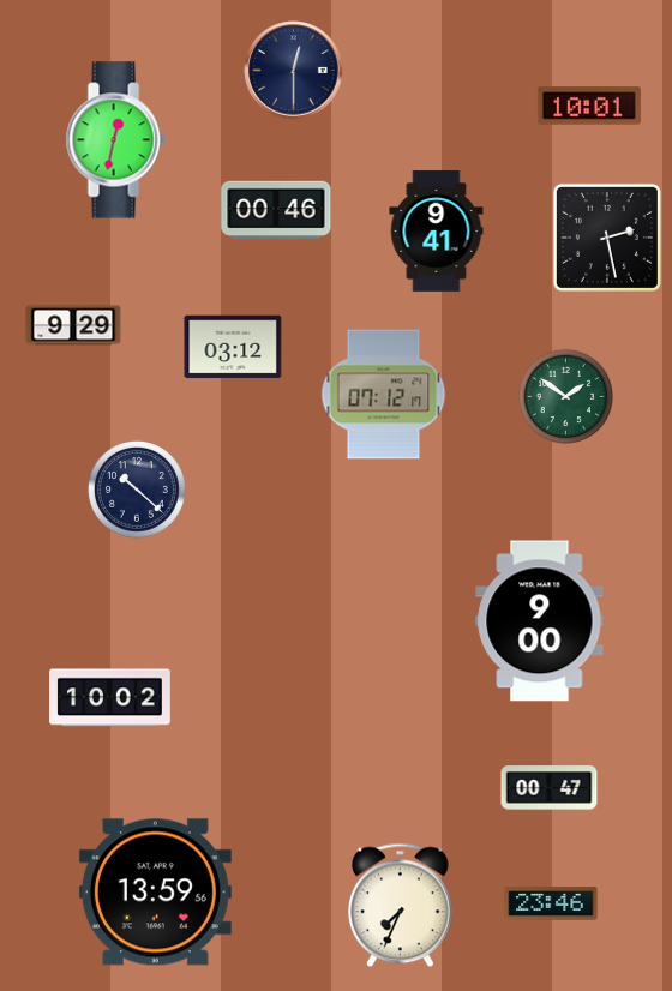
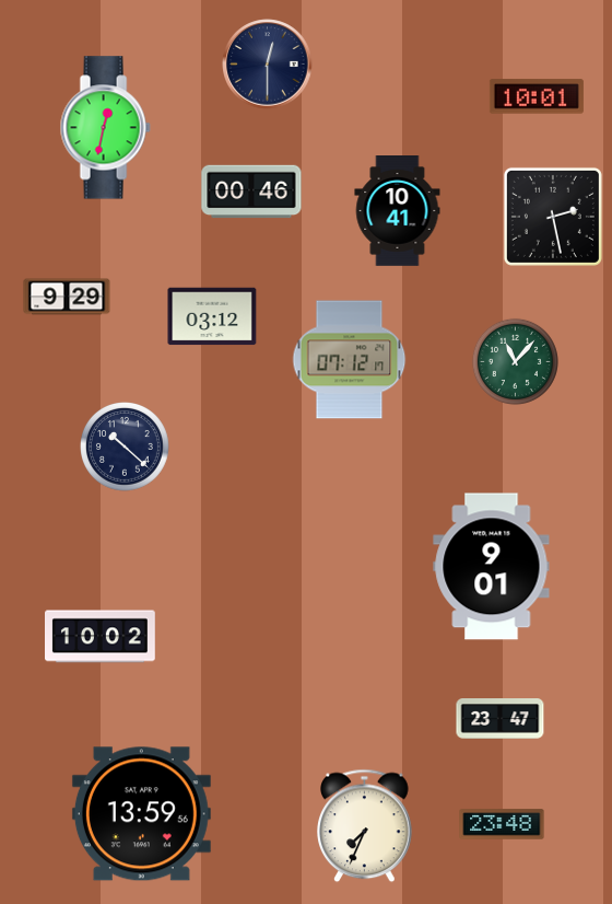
clock at (437, 232): 9:41 -> 10:41
clock at (565, 396): 1:51 -> 11:07
clock at (540, 621): 9:00 -> 9:01
clock at (550, 788): 00:47 -> 23:47
clock at (551, 903): 23:46 -> 23:48
